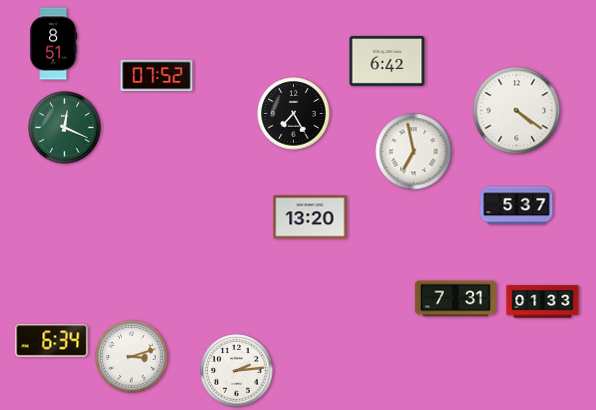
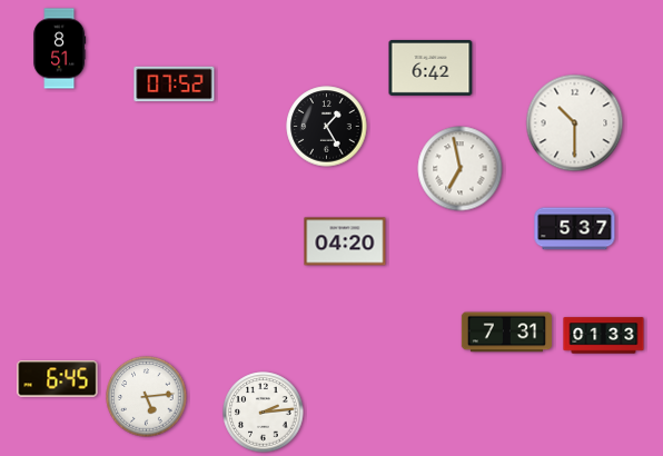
clock at (517, 111): 4:21 -> 10:30
clock at (294, 114): 7:25 -> 1:25
clock at (65, 128): 12:19 -> none
clock at (310, 217): 13:20 -> 04:20
clock at (52, 341): 6:34 -> 6:45
clock at (132, 357): 3:12 -> 5:14
